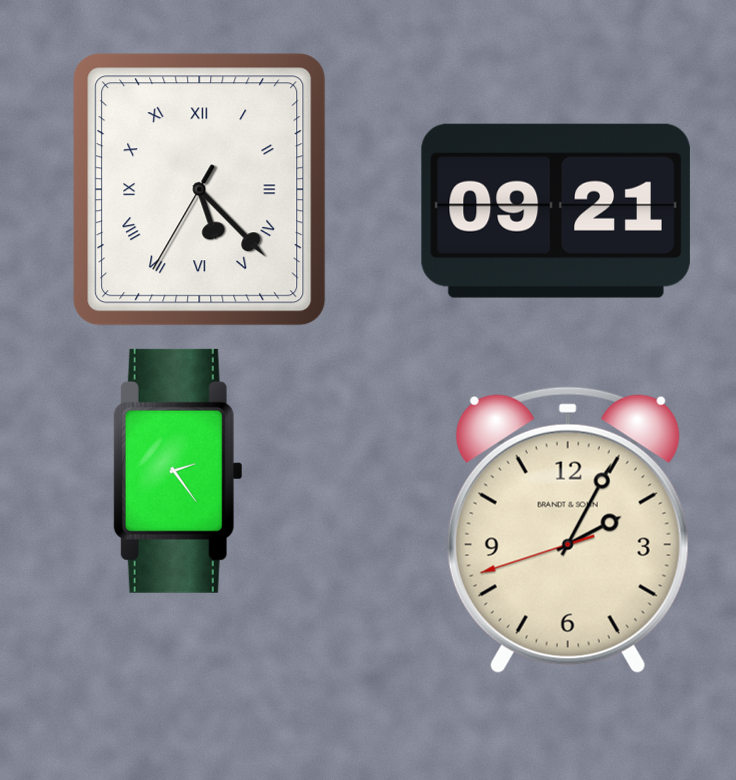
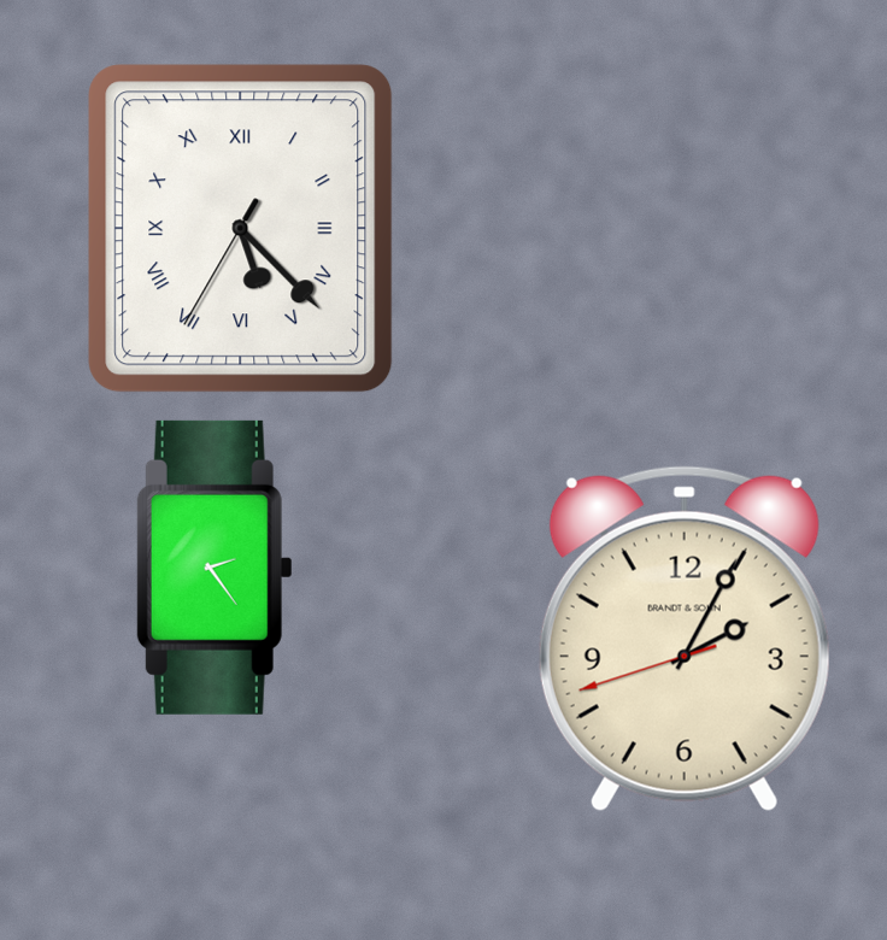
clock at (556, 211): 09:21 -> none
